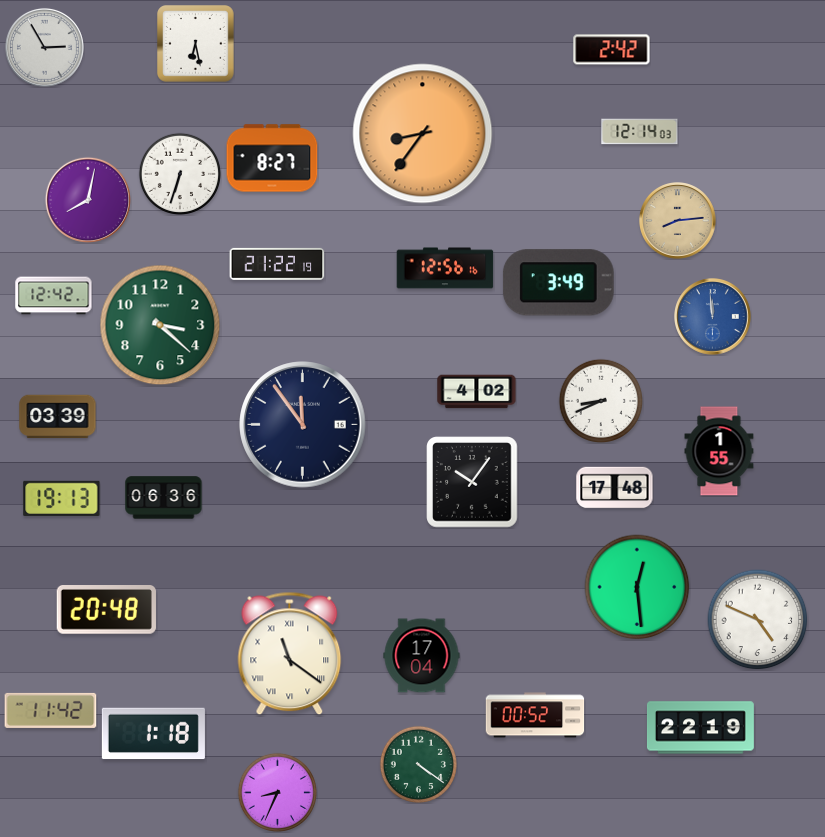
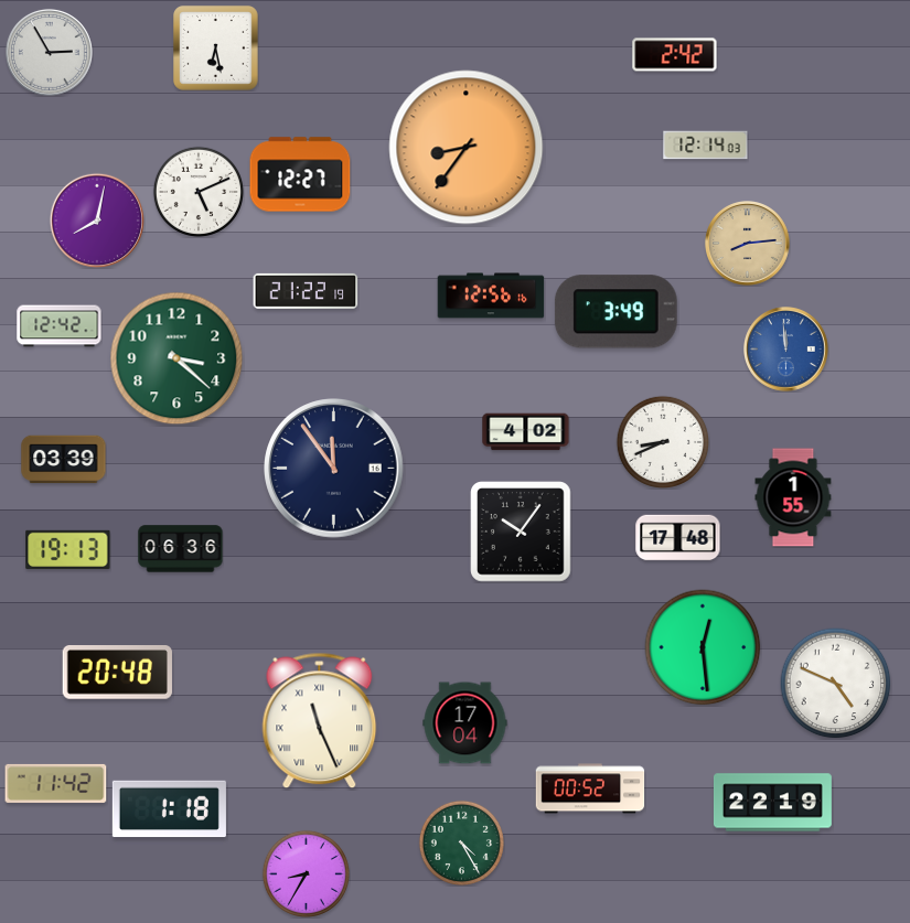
clock at (272, 158): 8:27 -> 12:27
clock at (179, 173): 6:33 -> 5:11
clock at (290, 654): 11:21 -> 11:26
clock at (418, 764): 4:21 -> 4:25
clock at (277, 792): 8:34 -> 8:35
